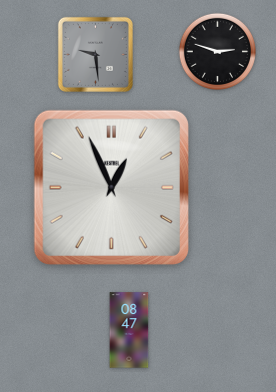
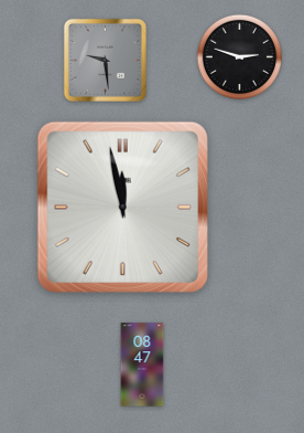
clock at (111, 187): 12:56 -> 11:58
